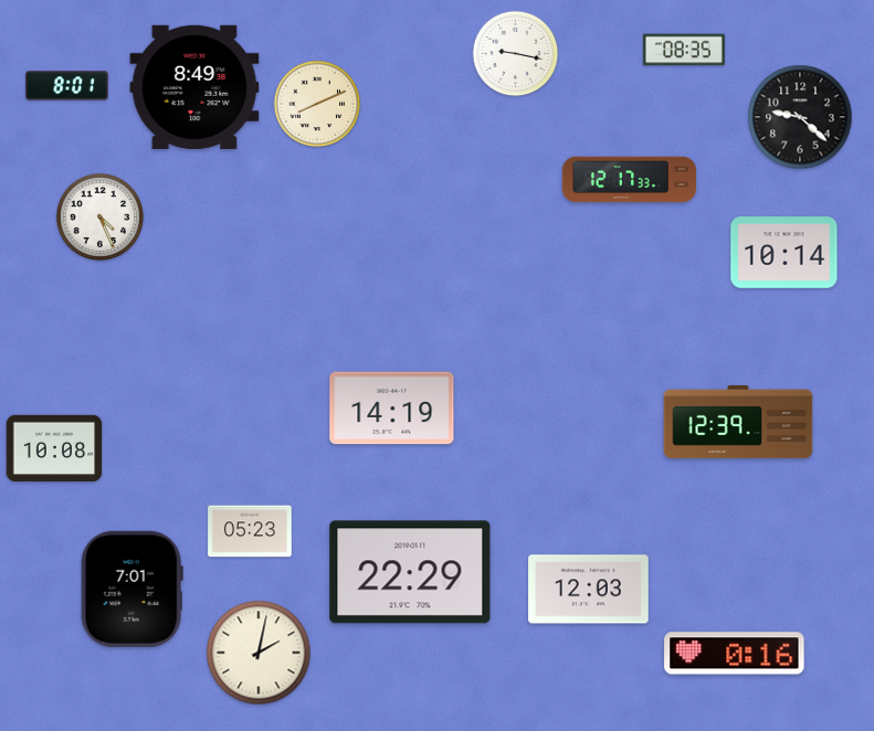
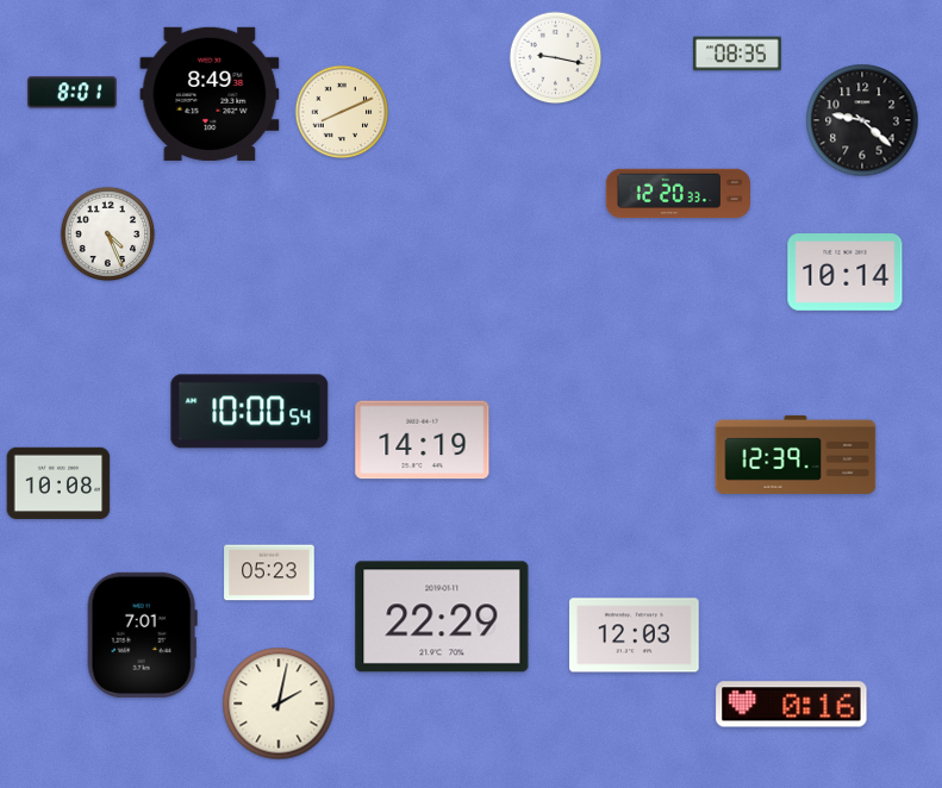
clock at (800, 117) position: (800, 117) -> (862, 120)
clock at (629, 180): 12:17 -> 12:20
clock at (250, 412): none -> 10:00
